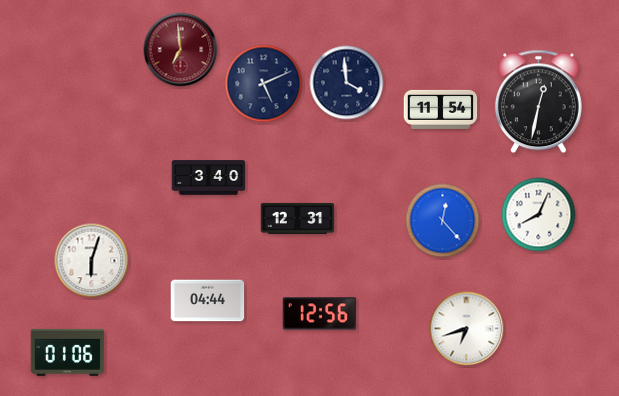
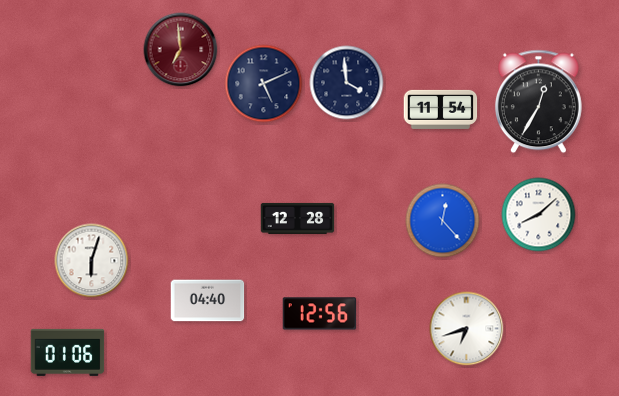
clock at (538, 102): 12:32 -> 12:35
clock at (209, 178): 3:40 -> none
clock at (539, 215): 8:04 -> 8:08
clock at (298, 218): 12:31 -> 12:28
clock at (208, 301): 04:44 -> 04:40
